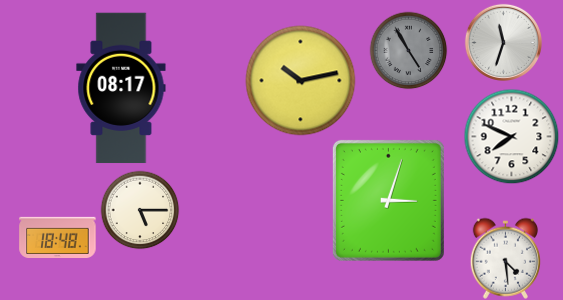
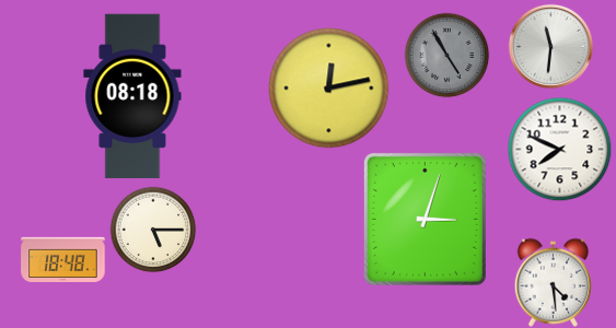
clock at (503, 42): 11:33 -> 11:31
clock at (301, 81): 10:13 -> 12:13
clock at (121, 88): 08:17 -> 08:18
